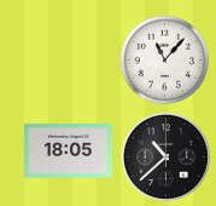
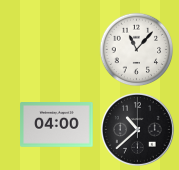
clock at (69, 151): 18:05 -> 04:00
